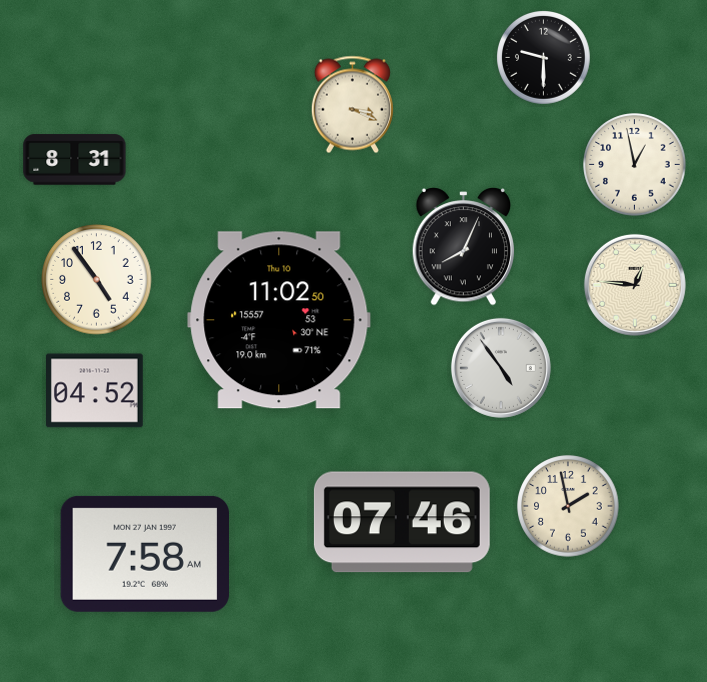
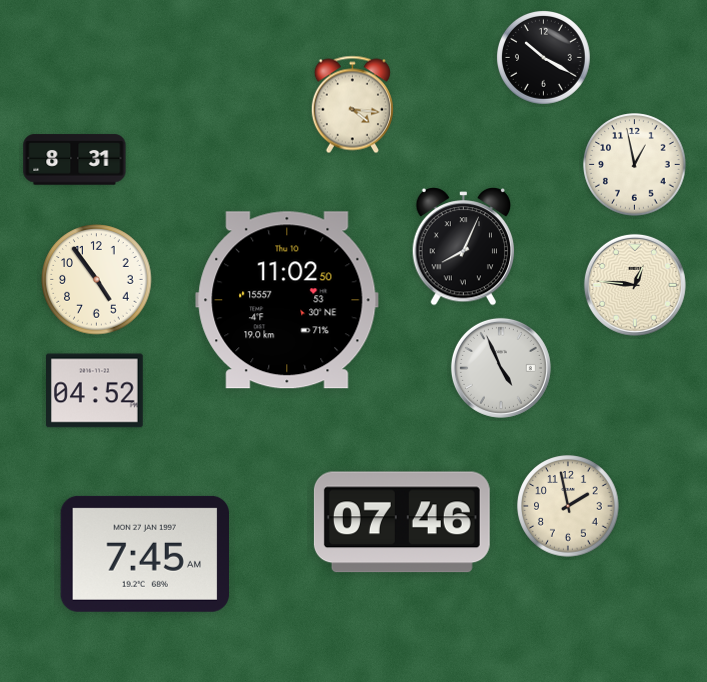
clock at (544, 58): 9:30 -> 10:20
clock at (352, 105): 3:19 -> 4:16
clock at (279, 320) position: (279, 320) -> (287, 300)
clock at (501, 368): 4:54 -> 4:56
clock at (144, 554): 7:58 -> 7:45
